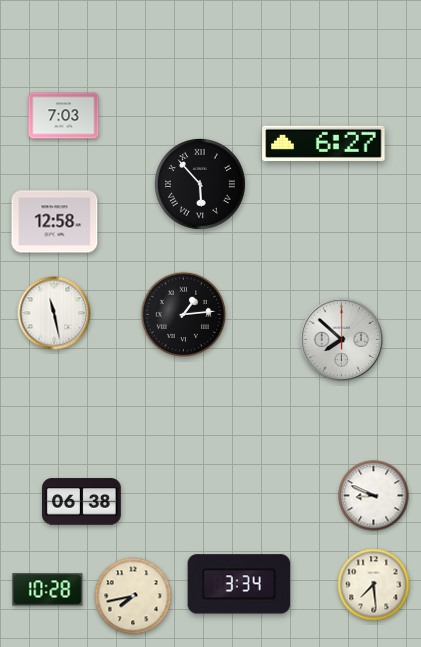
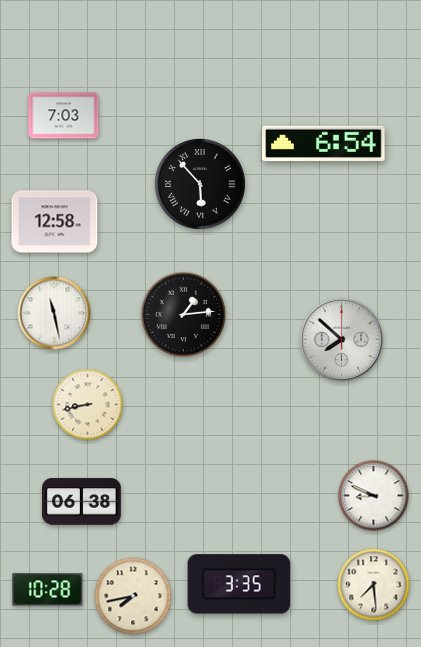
clock at (324, 143): 6:27 -> 6:54
clock at (88, 405): none -> 8:43
clock at (239, 584): 3:34 -> 3:35
